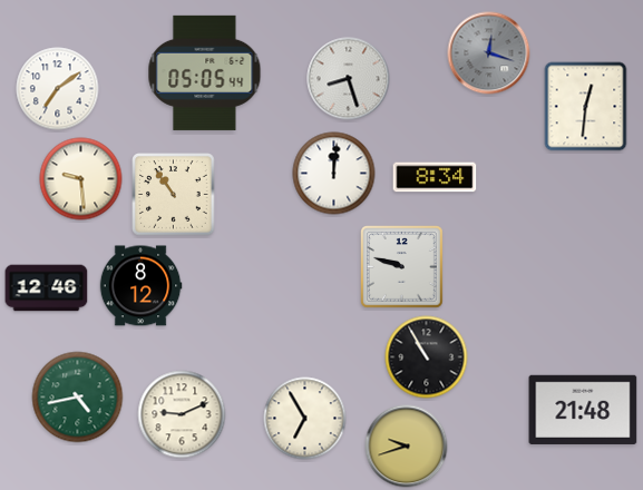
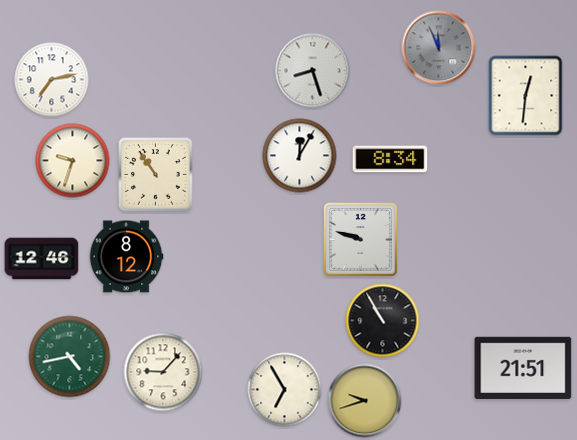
clock at (489, 53): 12:18 -> 11:56
clock at (205, 72): 05:05 -> none
clock at (58, 89): 7:09 -> 7:13
clock at (334, 174): 12:01 -> 12:05
clock at (81, 179): 9:29 -> 9:33
clock at (583, 410): 21:48 -> 21:51
clock at (182, 414): 9:11 -> 9:07
clock at (305, 419) position: (305, 419) -> (285, 390)
